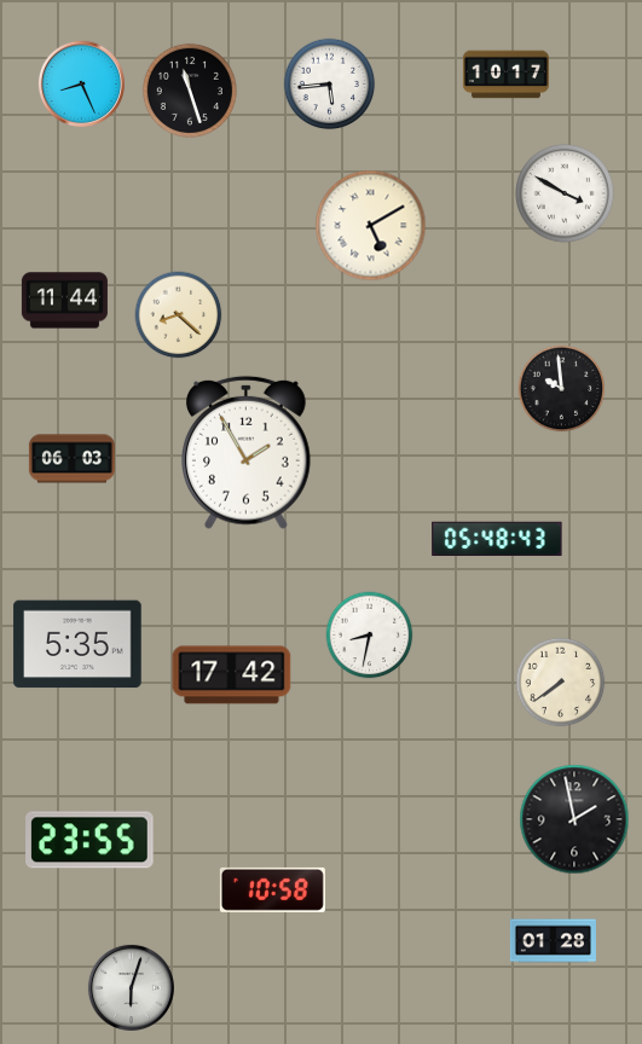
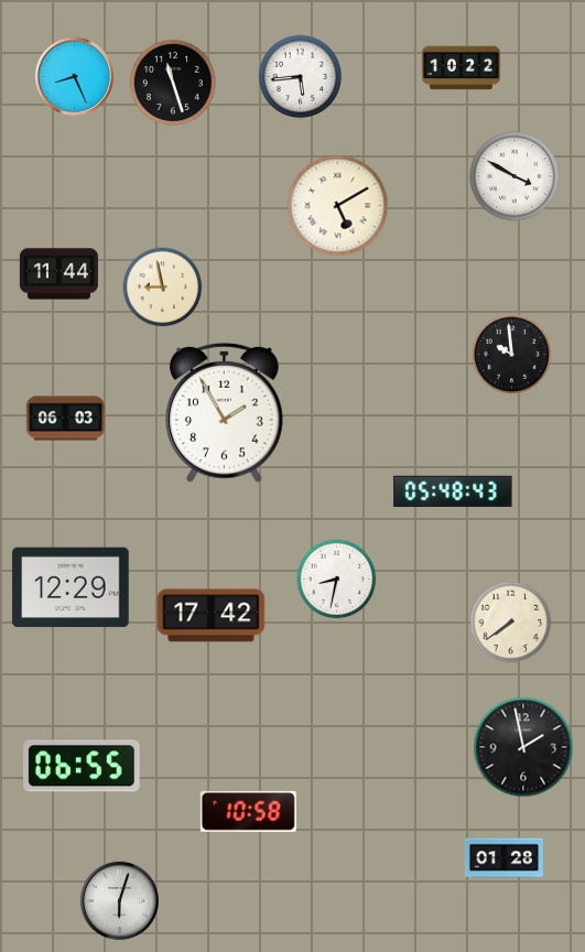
clock at (505, 75): 10:17 -> 10:22
clock at (179, 315): 8:22 -> 8:58
clock at (77, 644): 5:35 -> 12:29
clock at (89, 840): 23:55 -> 06:55
